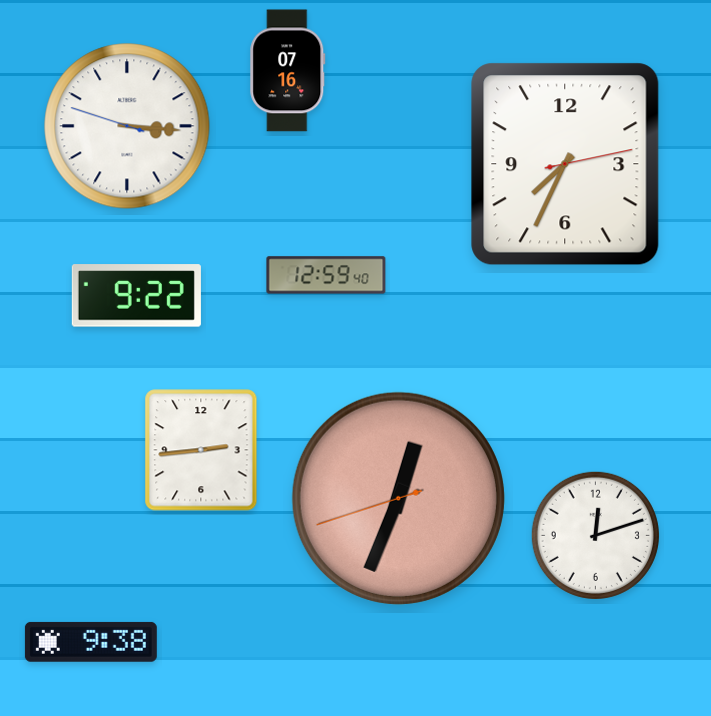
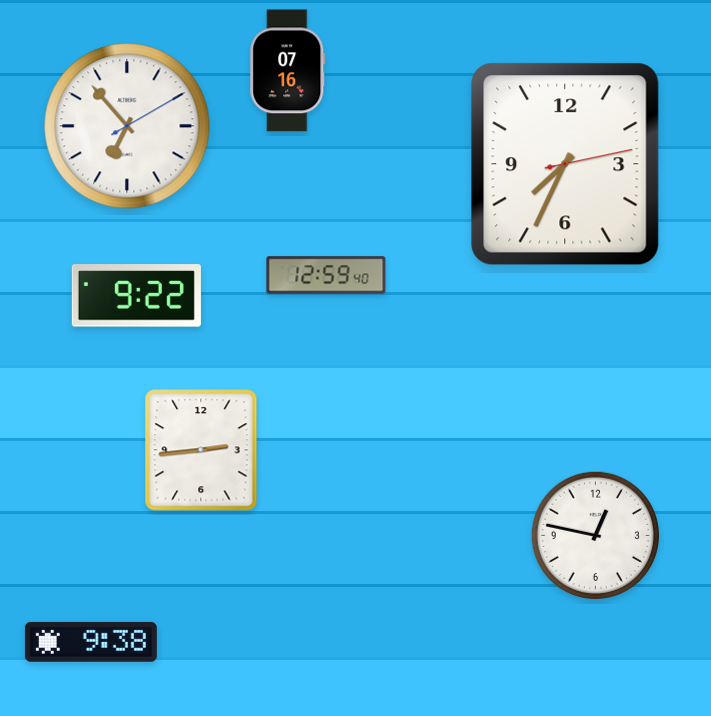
clock at (127, 126): 3:15 -> 6:53
clock at (398, 498): 12:33 -> none
clock at (595, 535): 12:12 -> 12:47
